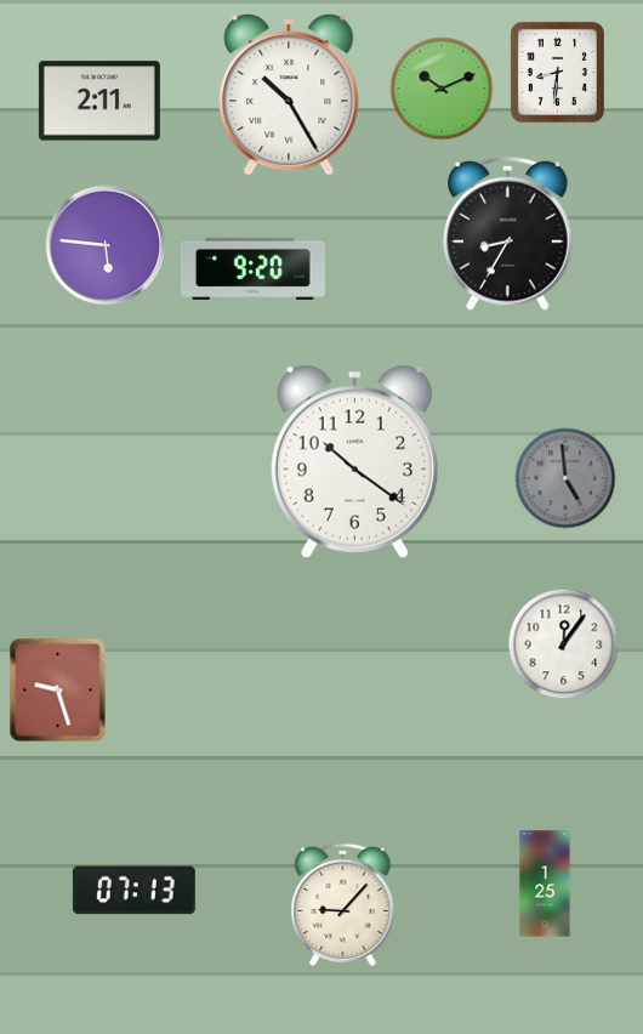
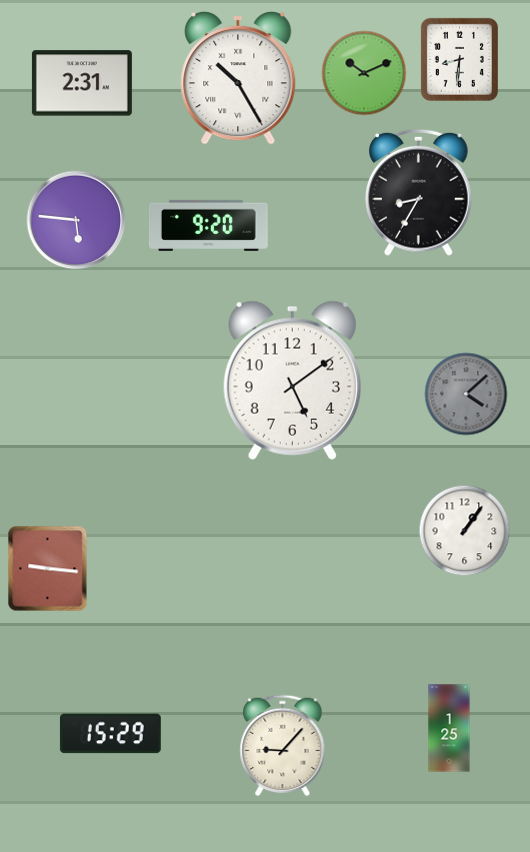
clock at (99, 101): 2:11 -> 2:31
clock at (106, 245) position: (106, 245) -> (76, 220)
clock at (252, 268) position: (252, 268) -> (208, 225)
clock at (354, 461): 10:21 -> 5:09
clock at (565, 478): 4:59 -> 4:08
clock at (564, 644): 12:06 -> 1:06
clock at (58, 691): 9:27 -> 9:16
clock at (133, 891): 07:13 -> 15:29
